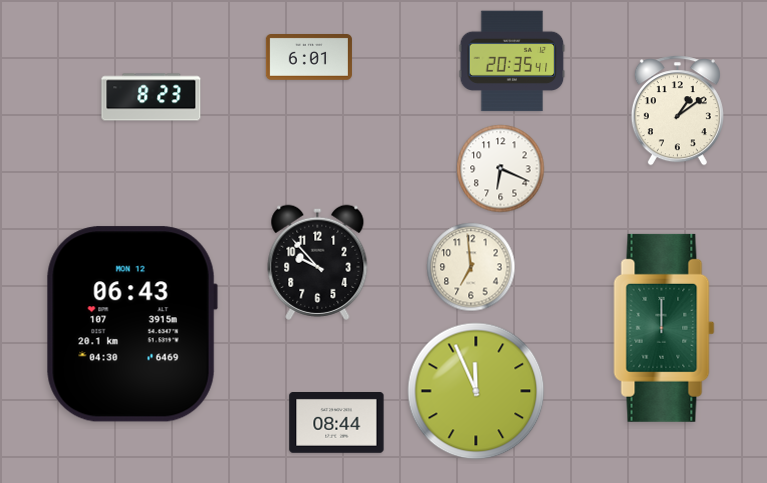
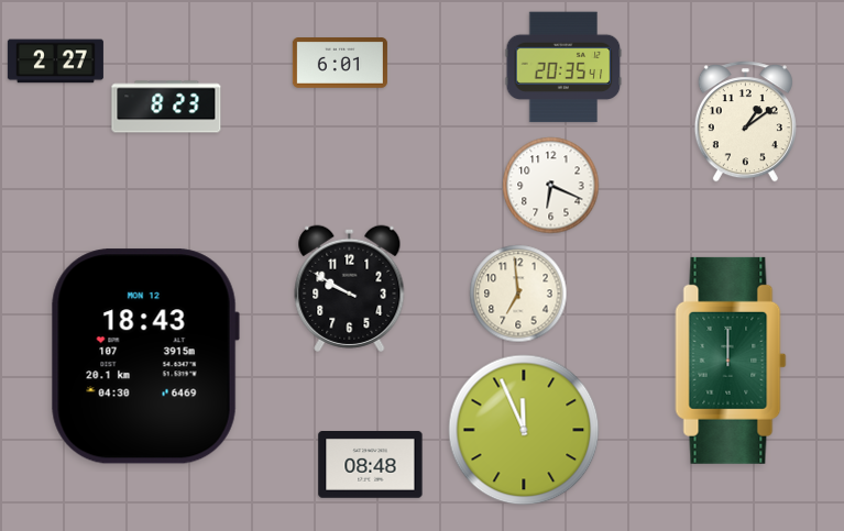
clock at (55, 62): none -> 2:27
clock at (318, 262): 9:53 -> 9:50
clock at (132, 324): 06:43 -> 18:43
clock at (337, 423): 08:44 -> 08:48
